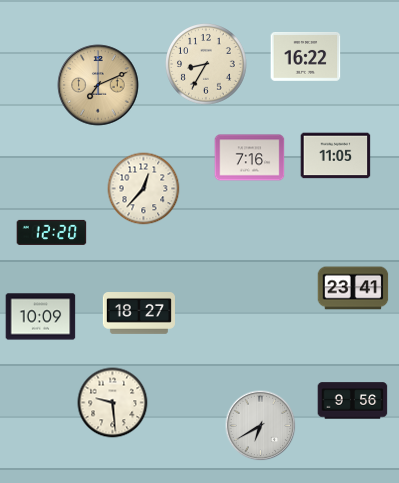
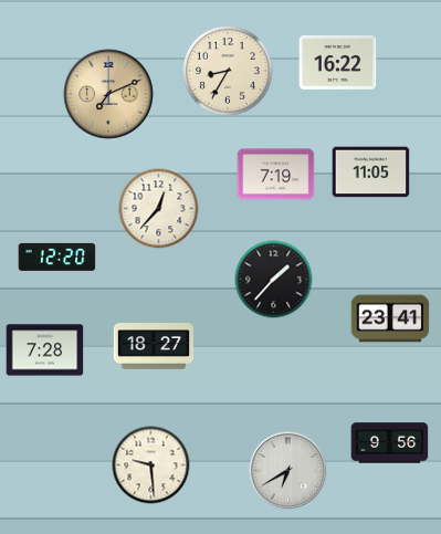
clock at (250, 158): 7:16 -> 7:19
clock at (274, 280): none -> 1:37
clock at (41, 317): 10:09 -> 7:28
clock at (113, 403) position: (113, 403) -> (151, 465)
